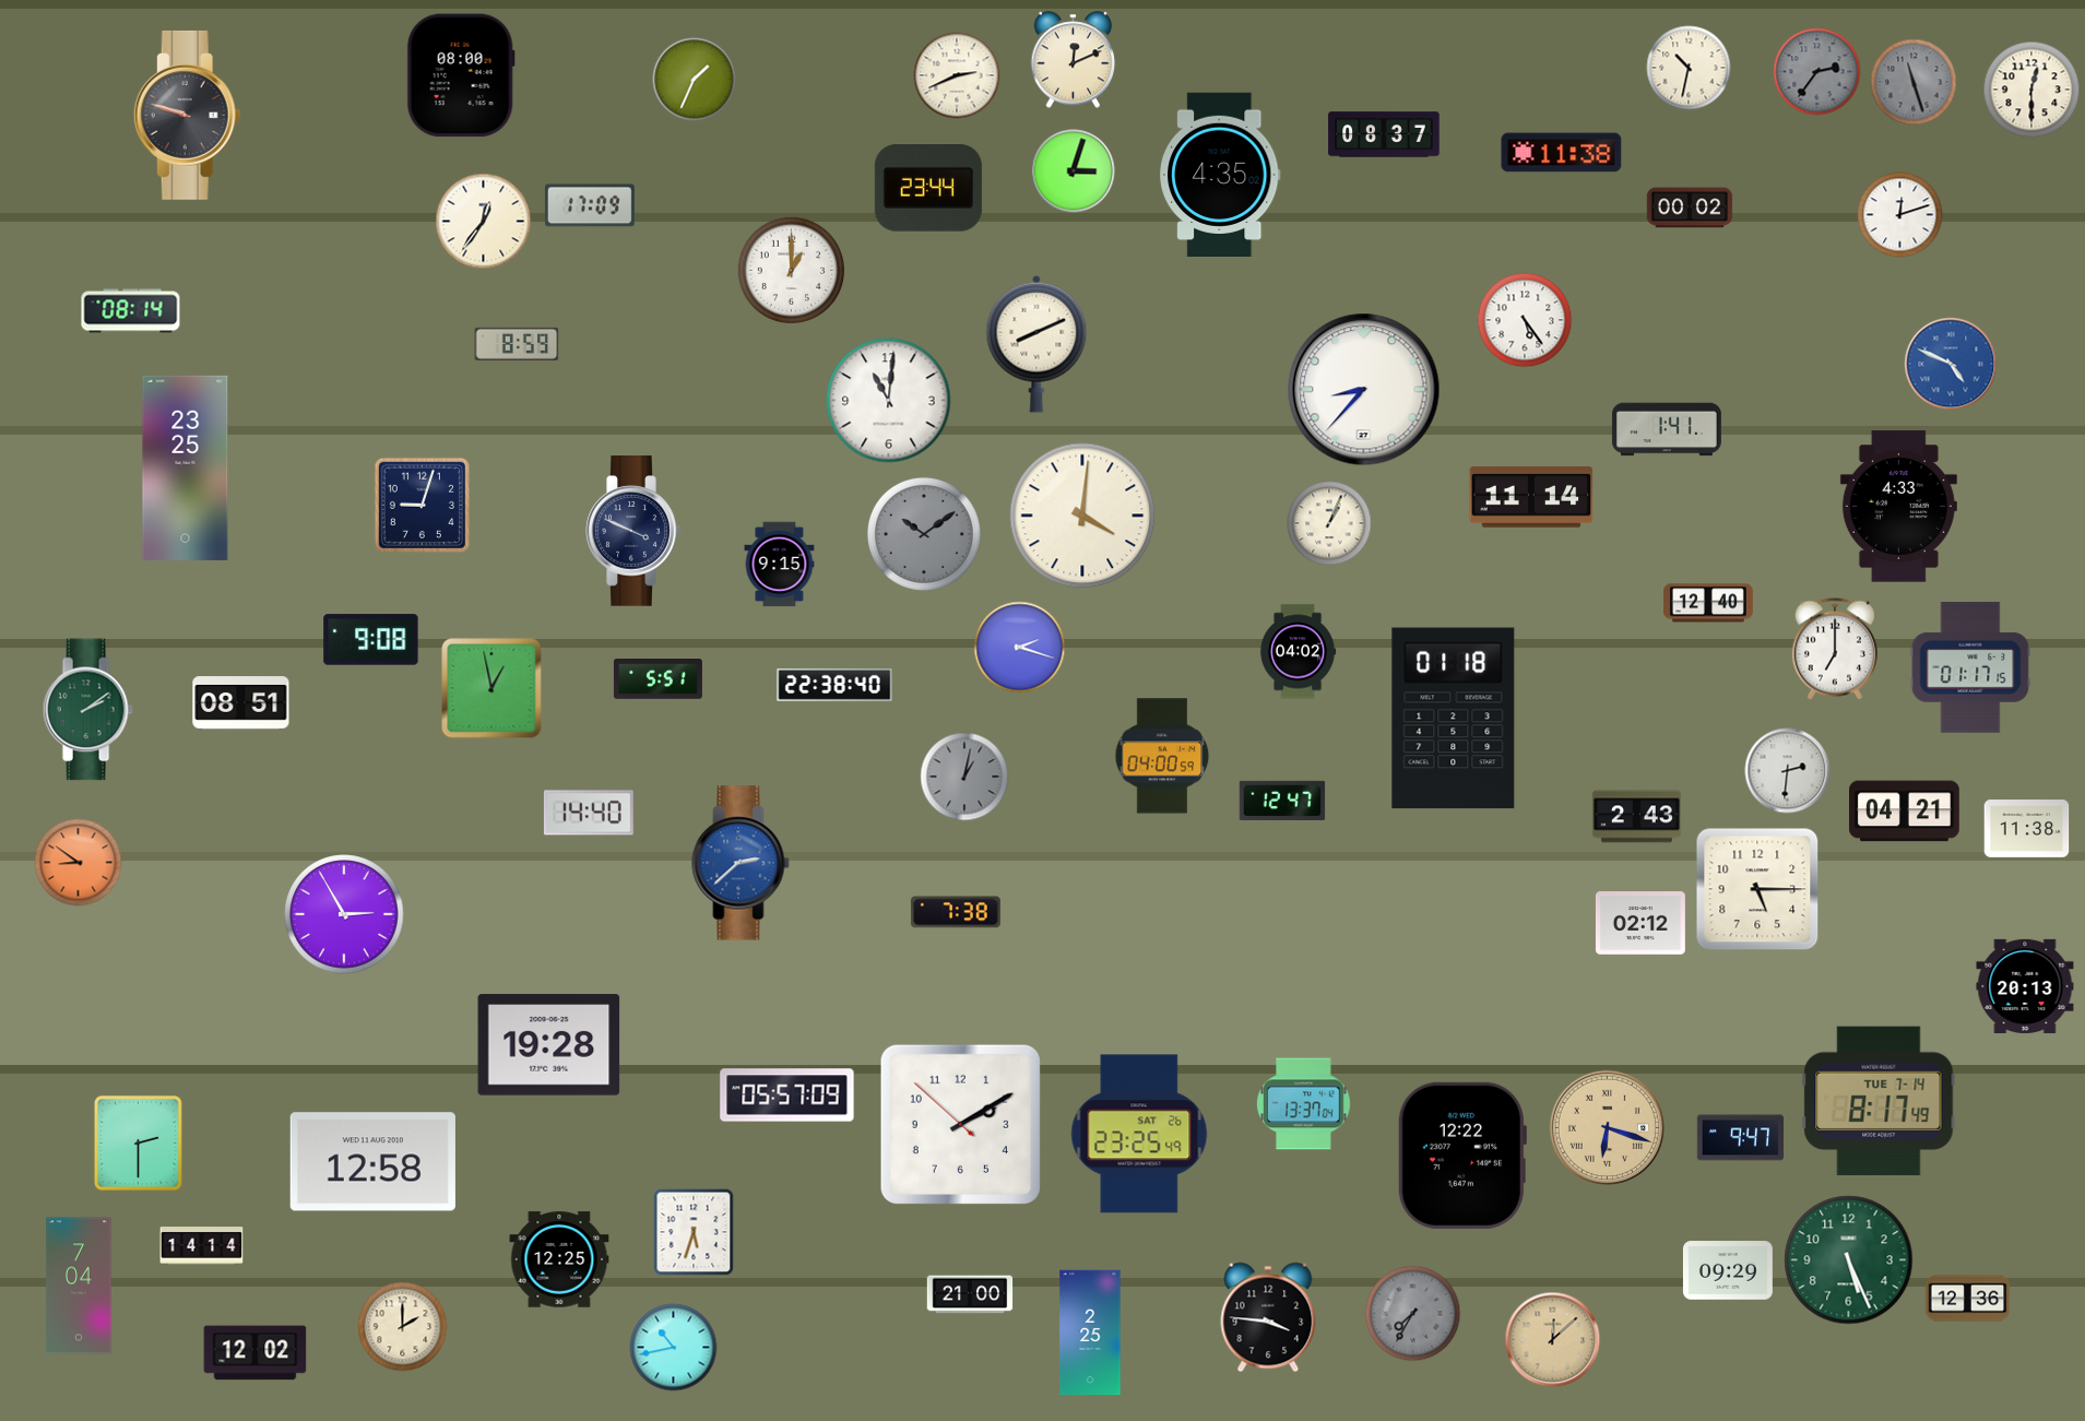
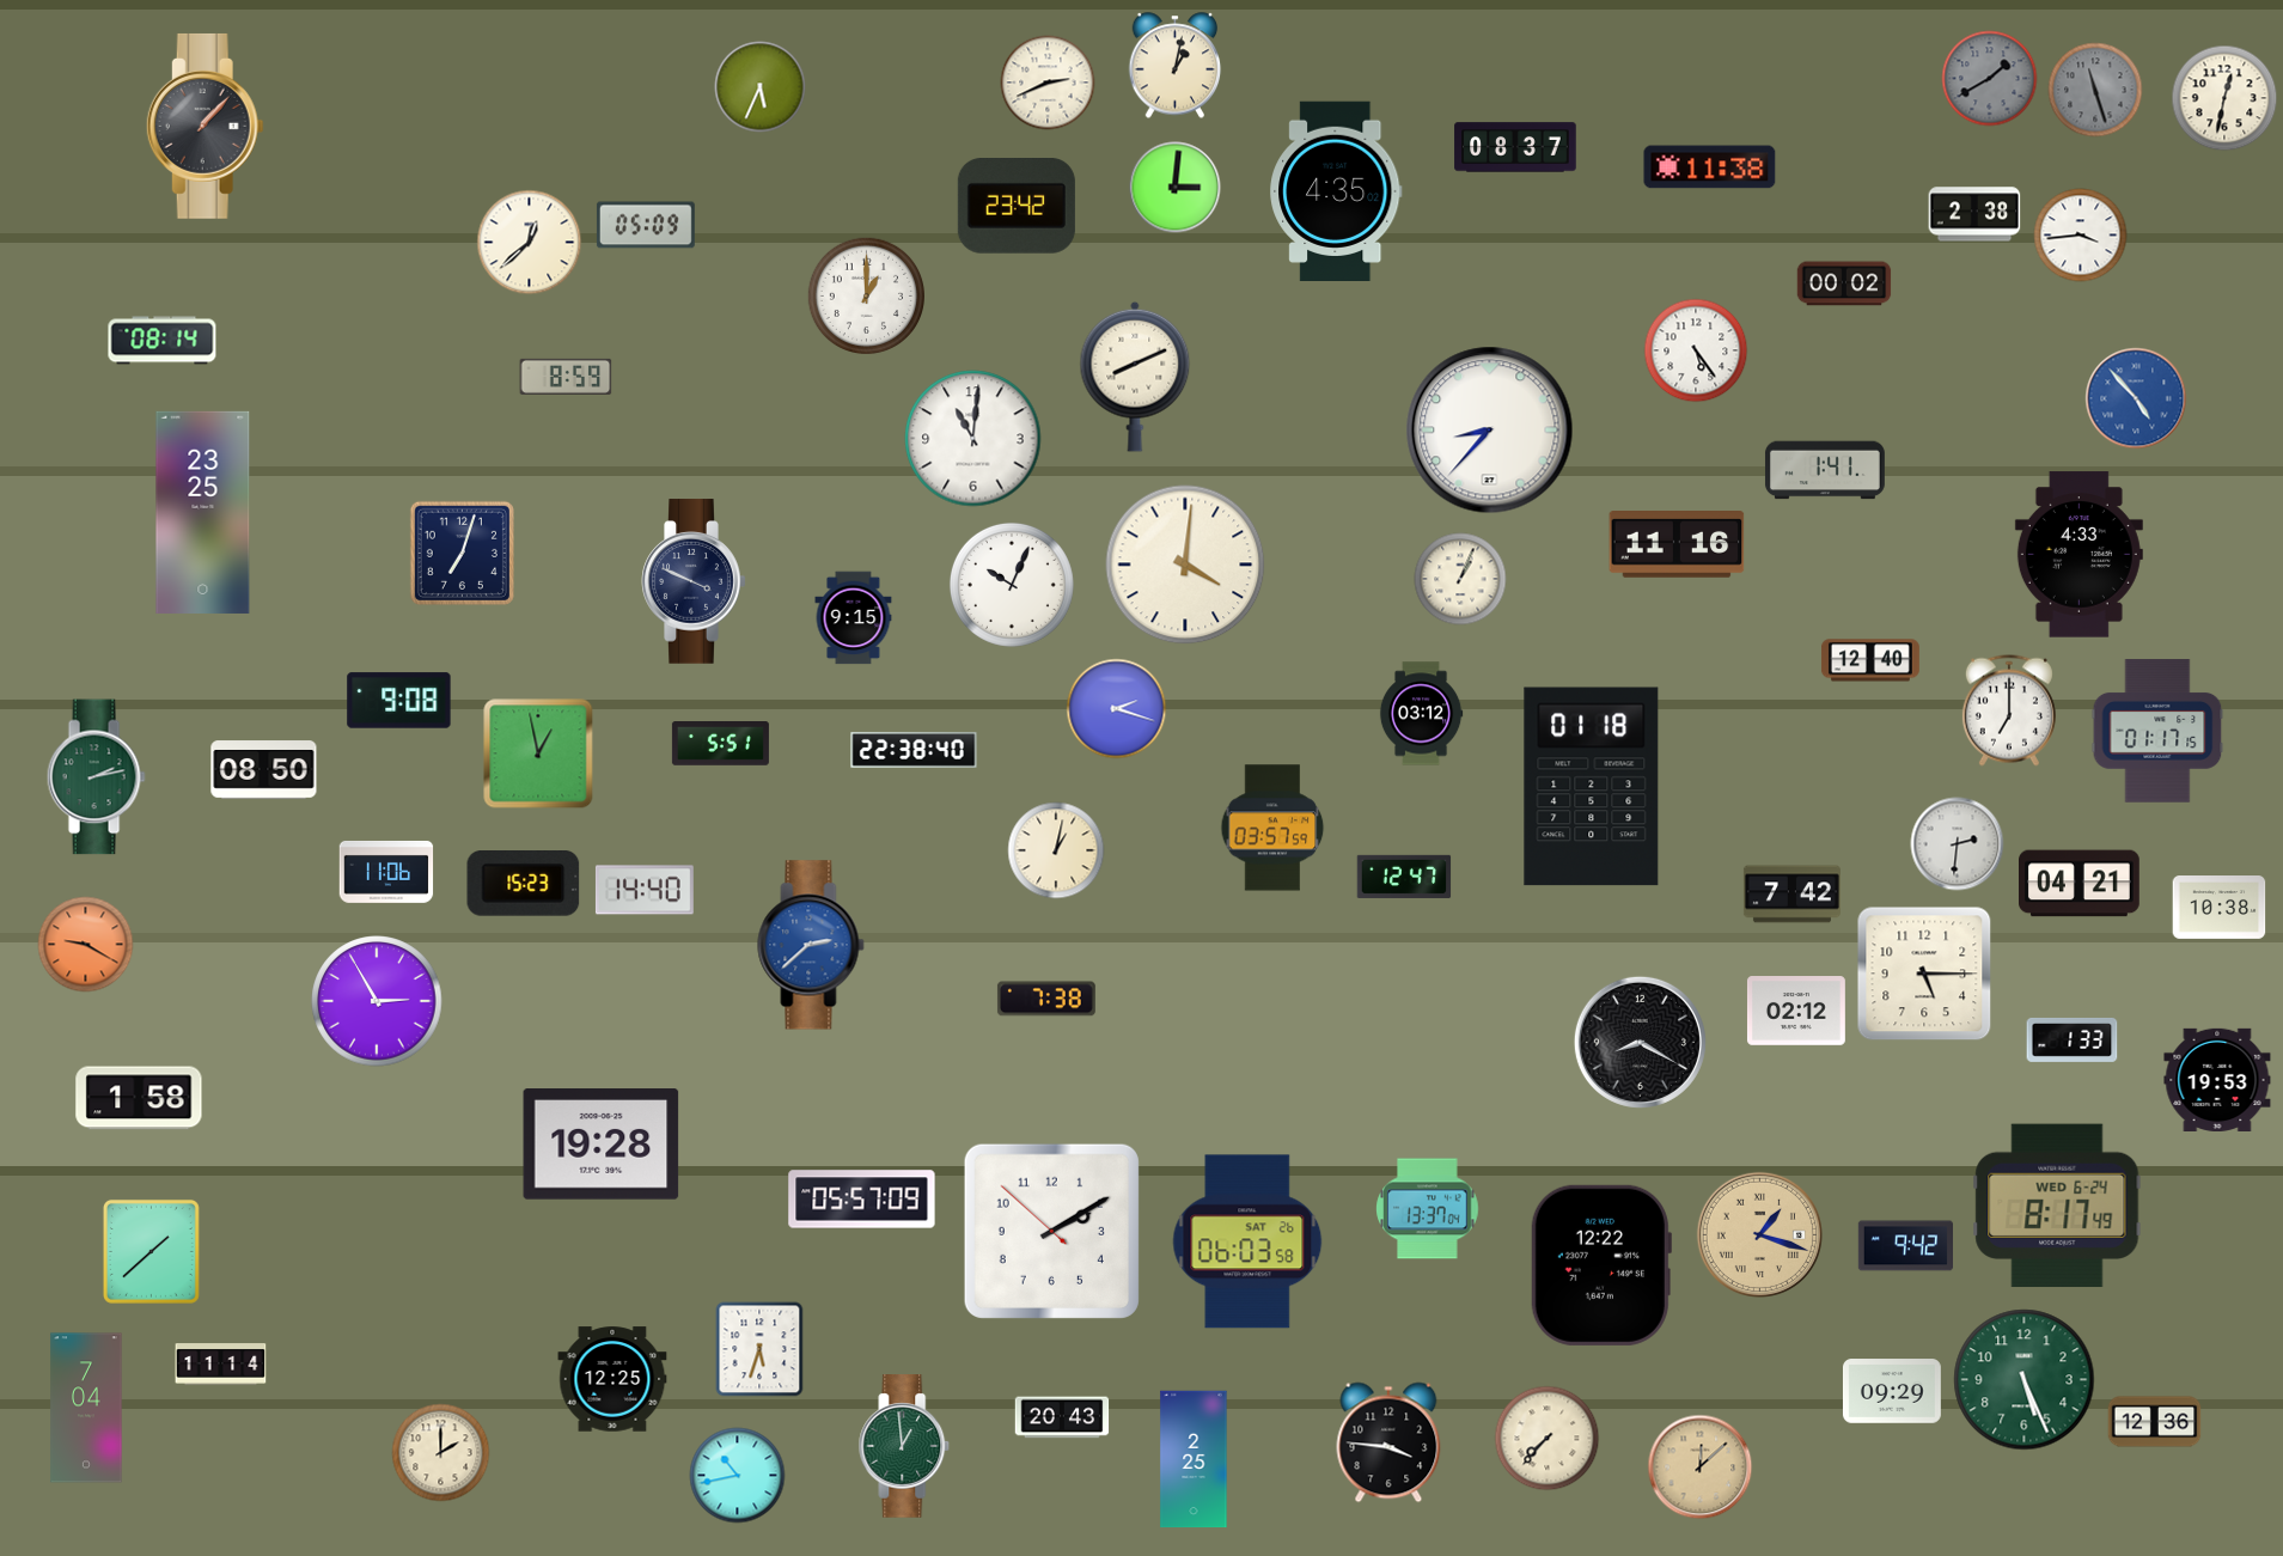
clock at (1074, 60): 12:11 -> 1:02
clock at (1689, 68): 10:32 -> none
clock at (1817, 72): 2:36 -> 1:40
clock at (461, 75): 08:00 -> none
clock at (695, 80): 1:34 -> 5:34
clock at (2031, 90): 12:30 -> 12:32
clock at (187, 115): 9:48 -> 1:07
clock at (1074, 171): 3:03 -> 3:01
clock at (928, 189): 23:44 -> 23:42
clock at (1974, 214): none -> 2:38
clock at (590, 205): 17:09 -> 05:09
clock at (1690, 208) position: (1690, 208) -> (1844, 283)
clock at (1900, 215): 12:12 -> 3:44
clock at (484, 222): 12:36 -> 12:38
clock at (131, 311) position: (131, 311) -> (163, 341)
clock at (1525, 320) position: (1525, 320) -> (1696, 350)
clock at (1951, 364): 4:49 -> 4:53
clock at (1364, 390) position: (1364, 390) -> (1490, 431)
clock at (1531, 498): 11:14 -> 11:16
clock at (422, 505): 9:03 -> 7:03
clock at (1329, 523) position: (1329, 523) -> (1460, 579)
clock at (924, 534): 10:09 -> 10:04
clock at (924, 534) dial: grey -> white
clock at (371, 640) position: (371, 640) -> (399, 701)
clock at (1298, 652): 04:02 -> 03:12
clock at (241, 703): 08:51 -> 08:50
clock at (87, 710): 2:09 -> 2:13
clock at (1162, 756): 04:00 -> 03:57
clock at (964, 777) dial: grey -> cream
clock at (386, 872): none -> 11:06
clock at (524, 884): none -> 15:23
clock at (1905, 812) position: (1905, 812) -> (2080, 884)
clock at (1636, 817): 2:43 -> 7:42
clock at (2027, 829): 11:38 -> 10:38
clock at (79, 863): 8:51 -> 9:20
clock at (2073, 1039): none -> 1:33
clock at (1640, 1042): none -> 8:20
clock at (2025, 986): 20:13 -> 19:53
clock at (139, 1098): none -> 1:58
clock at (1879, 1101) date: TUE 7-14 -> WED 6-24
clock at (1607, 1127): 6:18 -> 1:18
clock at (1139, 1134): 23:25 -> 06:03
clock at (1740, 1138): 9:47 -> 9:42
clock at (138, 1142): 2:30 -> 1:38
clock at (372, 1162): 12:58 -> none
clock at (202, 1246): 14:14 -> 11:14
clock at (970, 1294): 21:00 -> 20:43
clock at (1413, 1314): 7:35 -> 7:37
clock at (1413, 1314) dial: grey -> cream
clock at (904, 1446): none -> 12:59
clock at (256, 1353): 12:02 -> none
